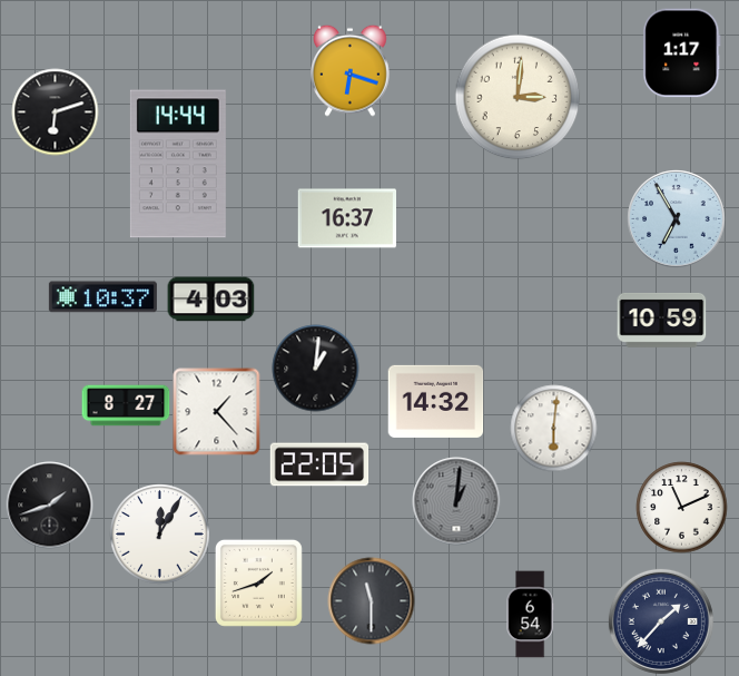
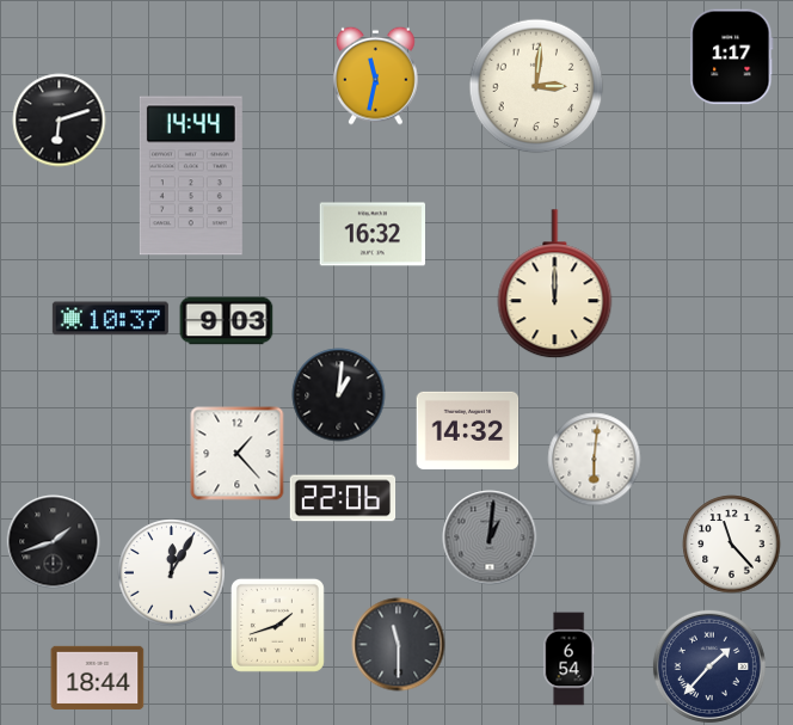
clock at (351, 70): 6:18 -> 11:32
clock at (518, 97) position: (518, 97) -> (536, 86)
clock at (346, 218): 16:37 -> 16:32
clock at (676, 218): 6:55 -> none
clock at (555, 284): none -> 12:00
clock at (210, 300): 4:03 -> 9:03
clock at (661, 320): 10:59 -> none
clock at (126, 405): 8:27 -> none
clock at (216, 411) position: (216, 411) -> (236, 453)
clock at (319, 464): 22:05 -> 22:06
clock at (681, 507): 11:11 -> 11:23
clock at (97, 677): none -> 18:44
